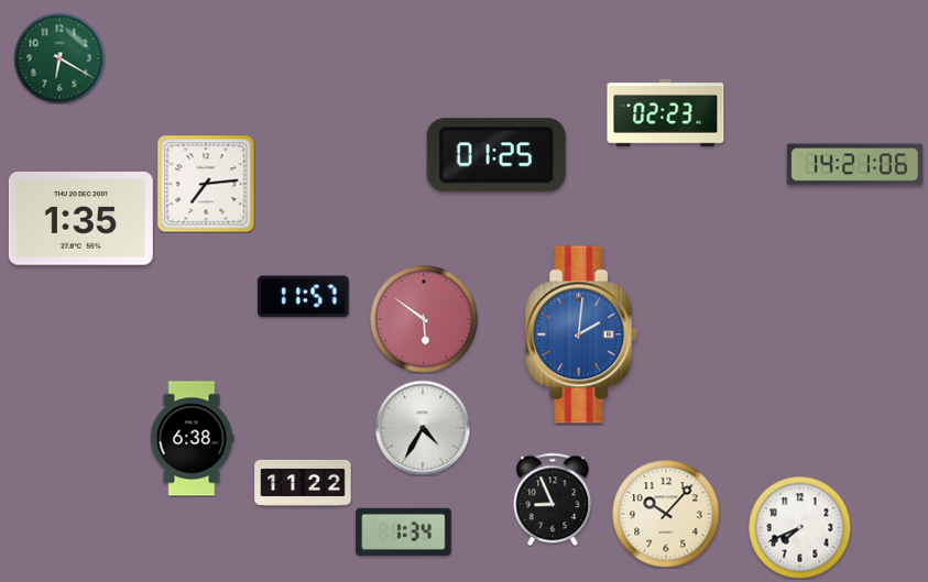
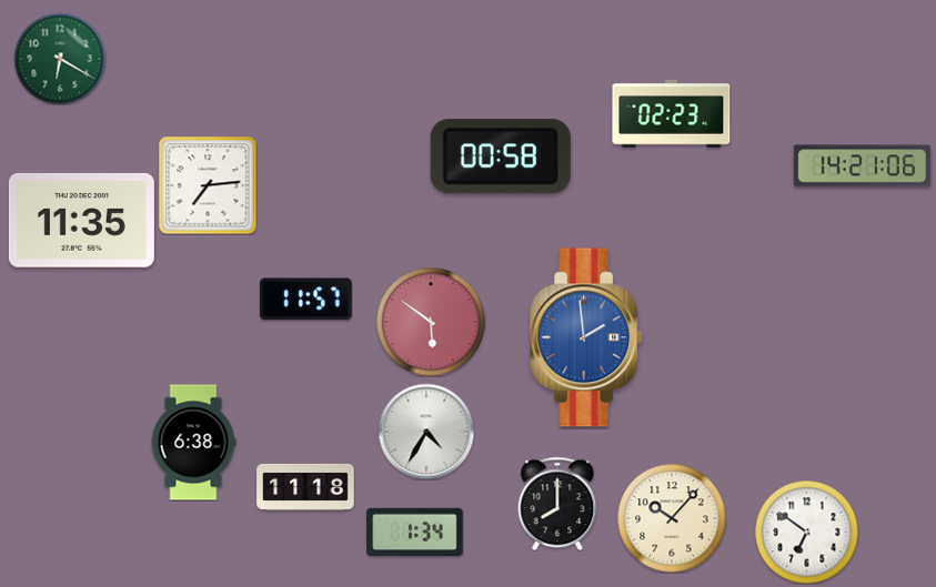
clock at (496, 155): 01:25 -> 00:58
clock at (80, 218): 1:35 -> 11:35
clock at (424, 319) position: (424, 319) -> (431, 322)
clock at (582, 334): 2:01 -> 1:59
clock at (303, 483): 11:22 -> 11:18
clock at (553, 499): 8:56 -> 8:00
clock at (799, 527): 7:41 -> 6:51
clock at (404, 531) position: (404, 531) -> (415, 532)
